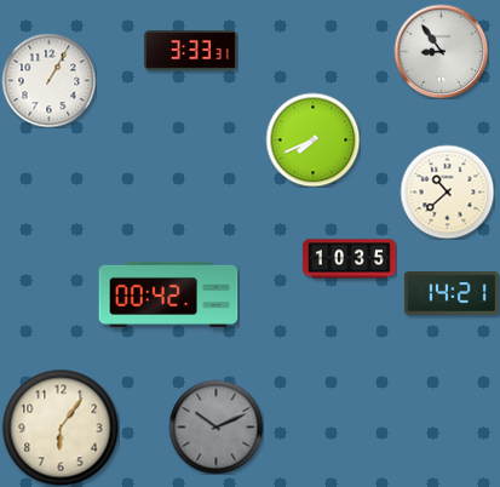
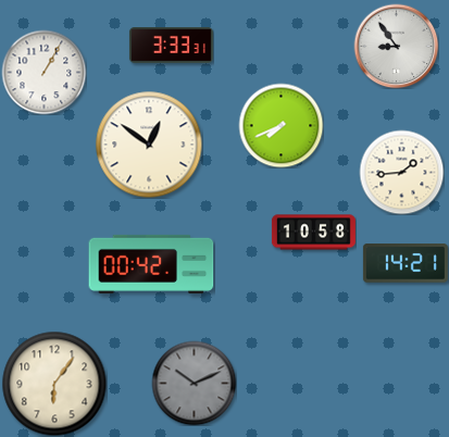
clock at (149, 145): none -> 12:51
clock at (447, 191): 10:38 -> 1:44
clock at (349, 259): 10:35 -> 10:58
